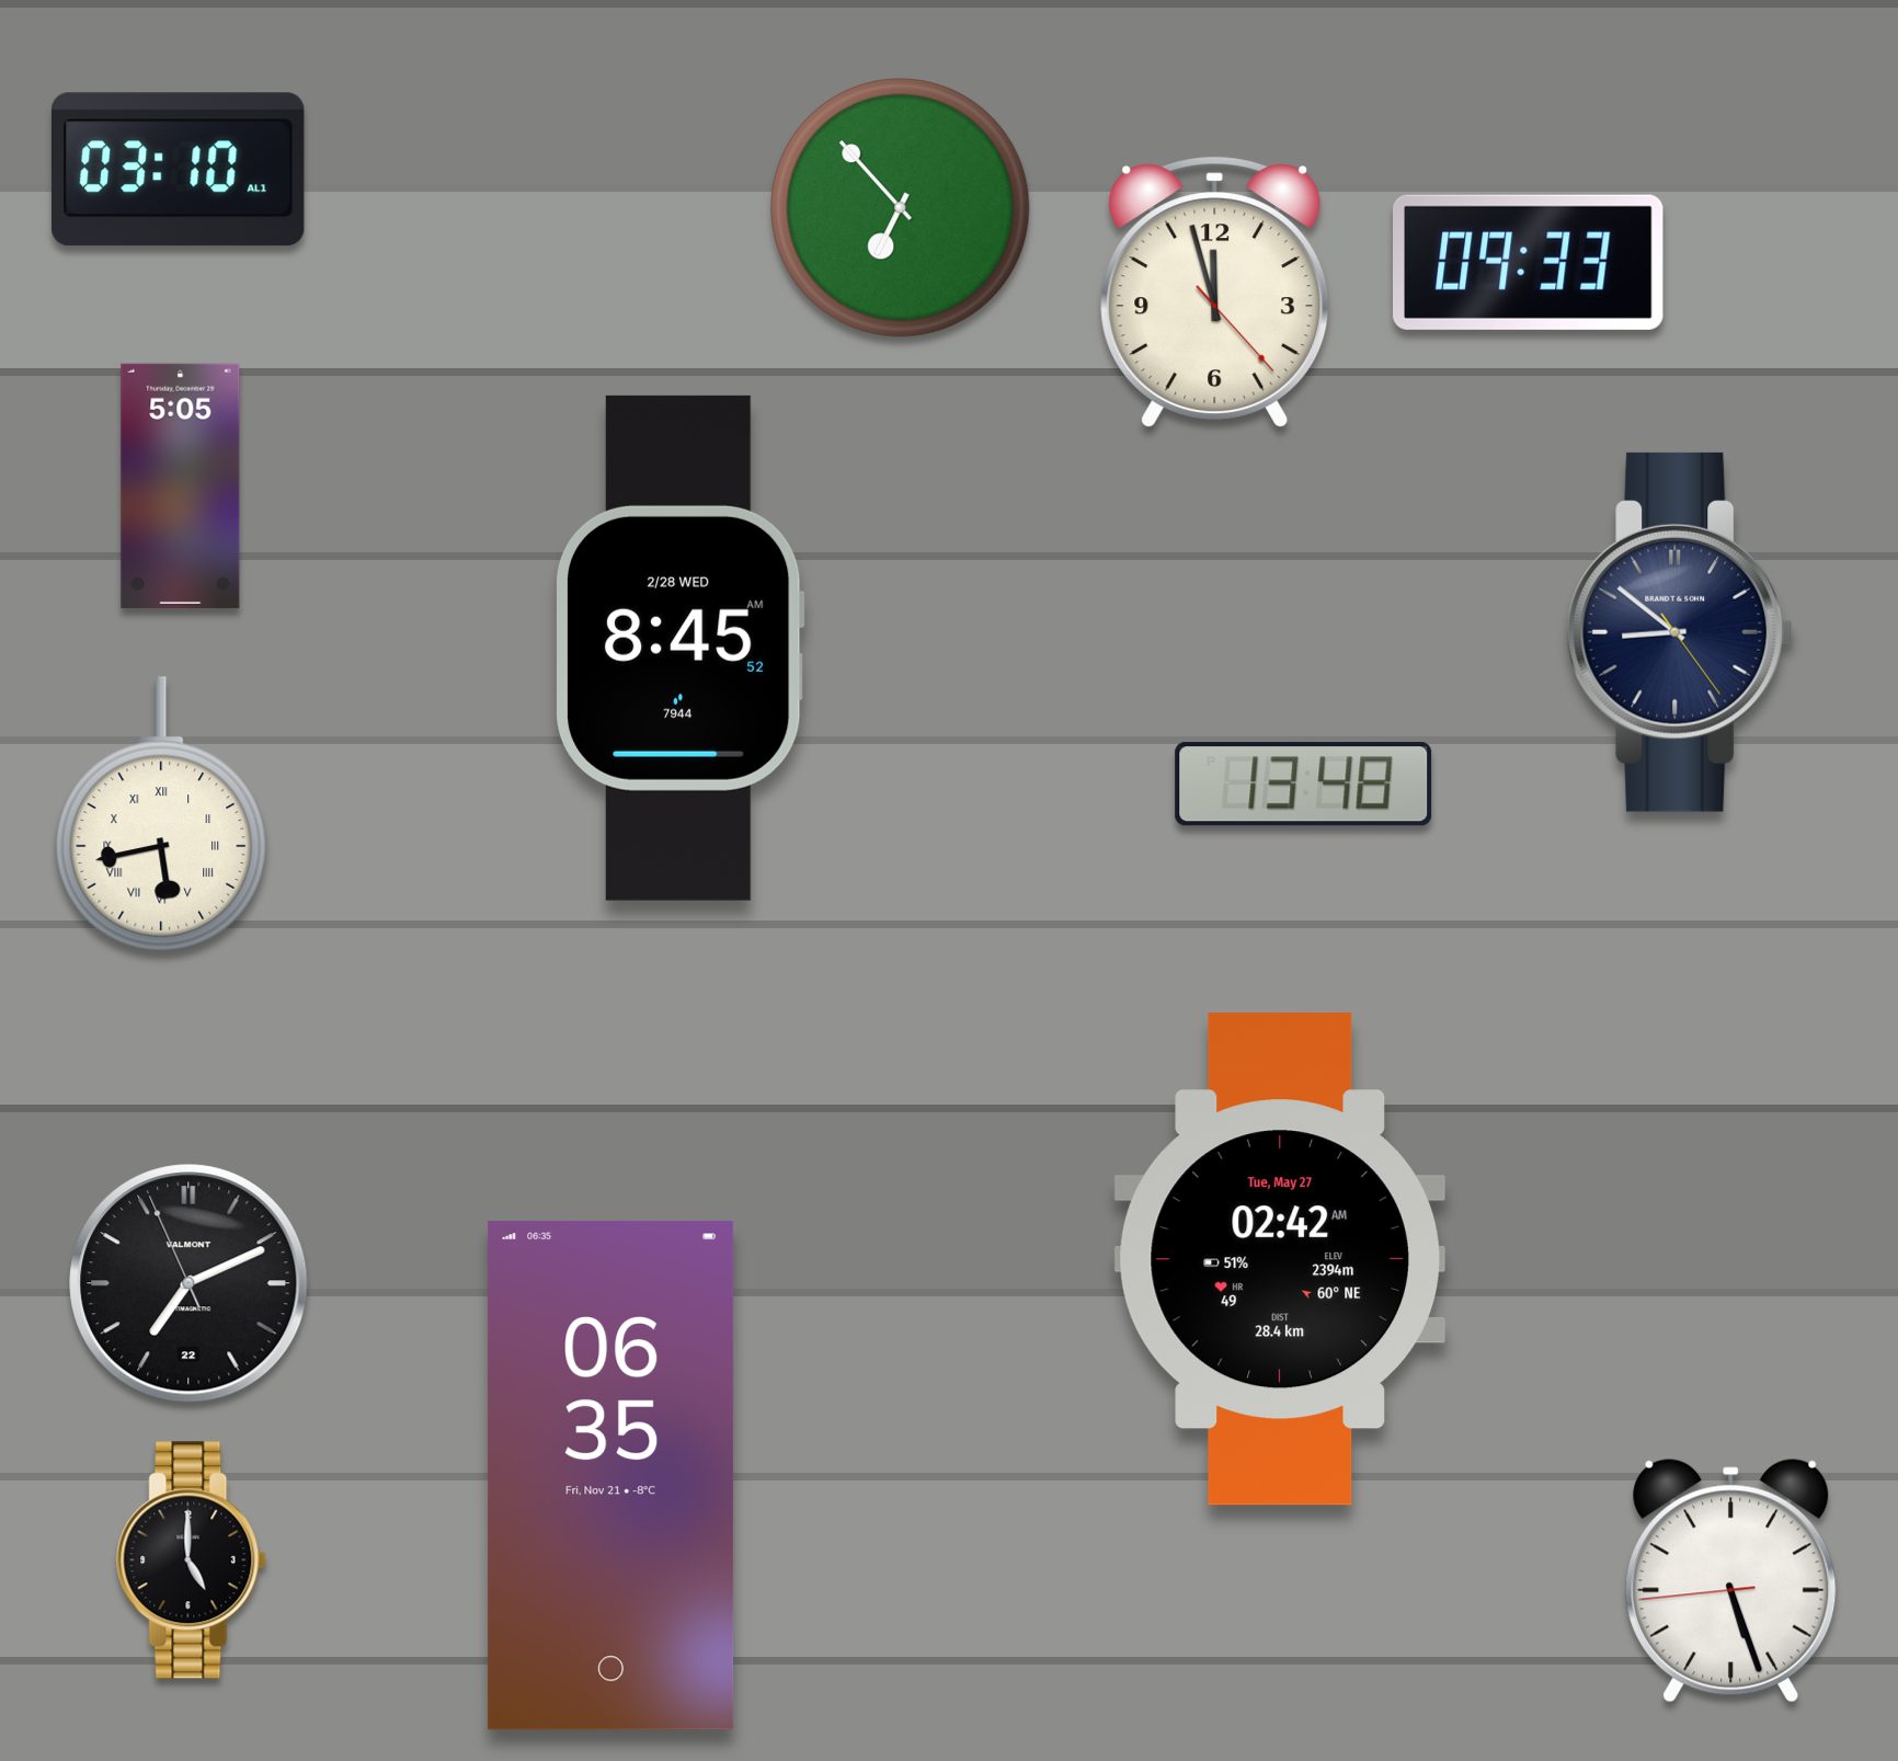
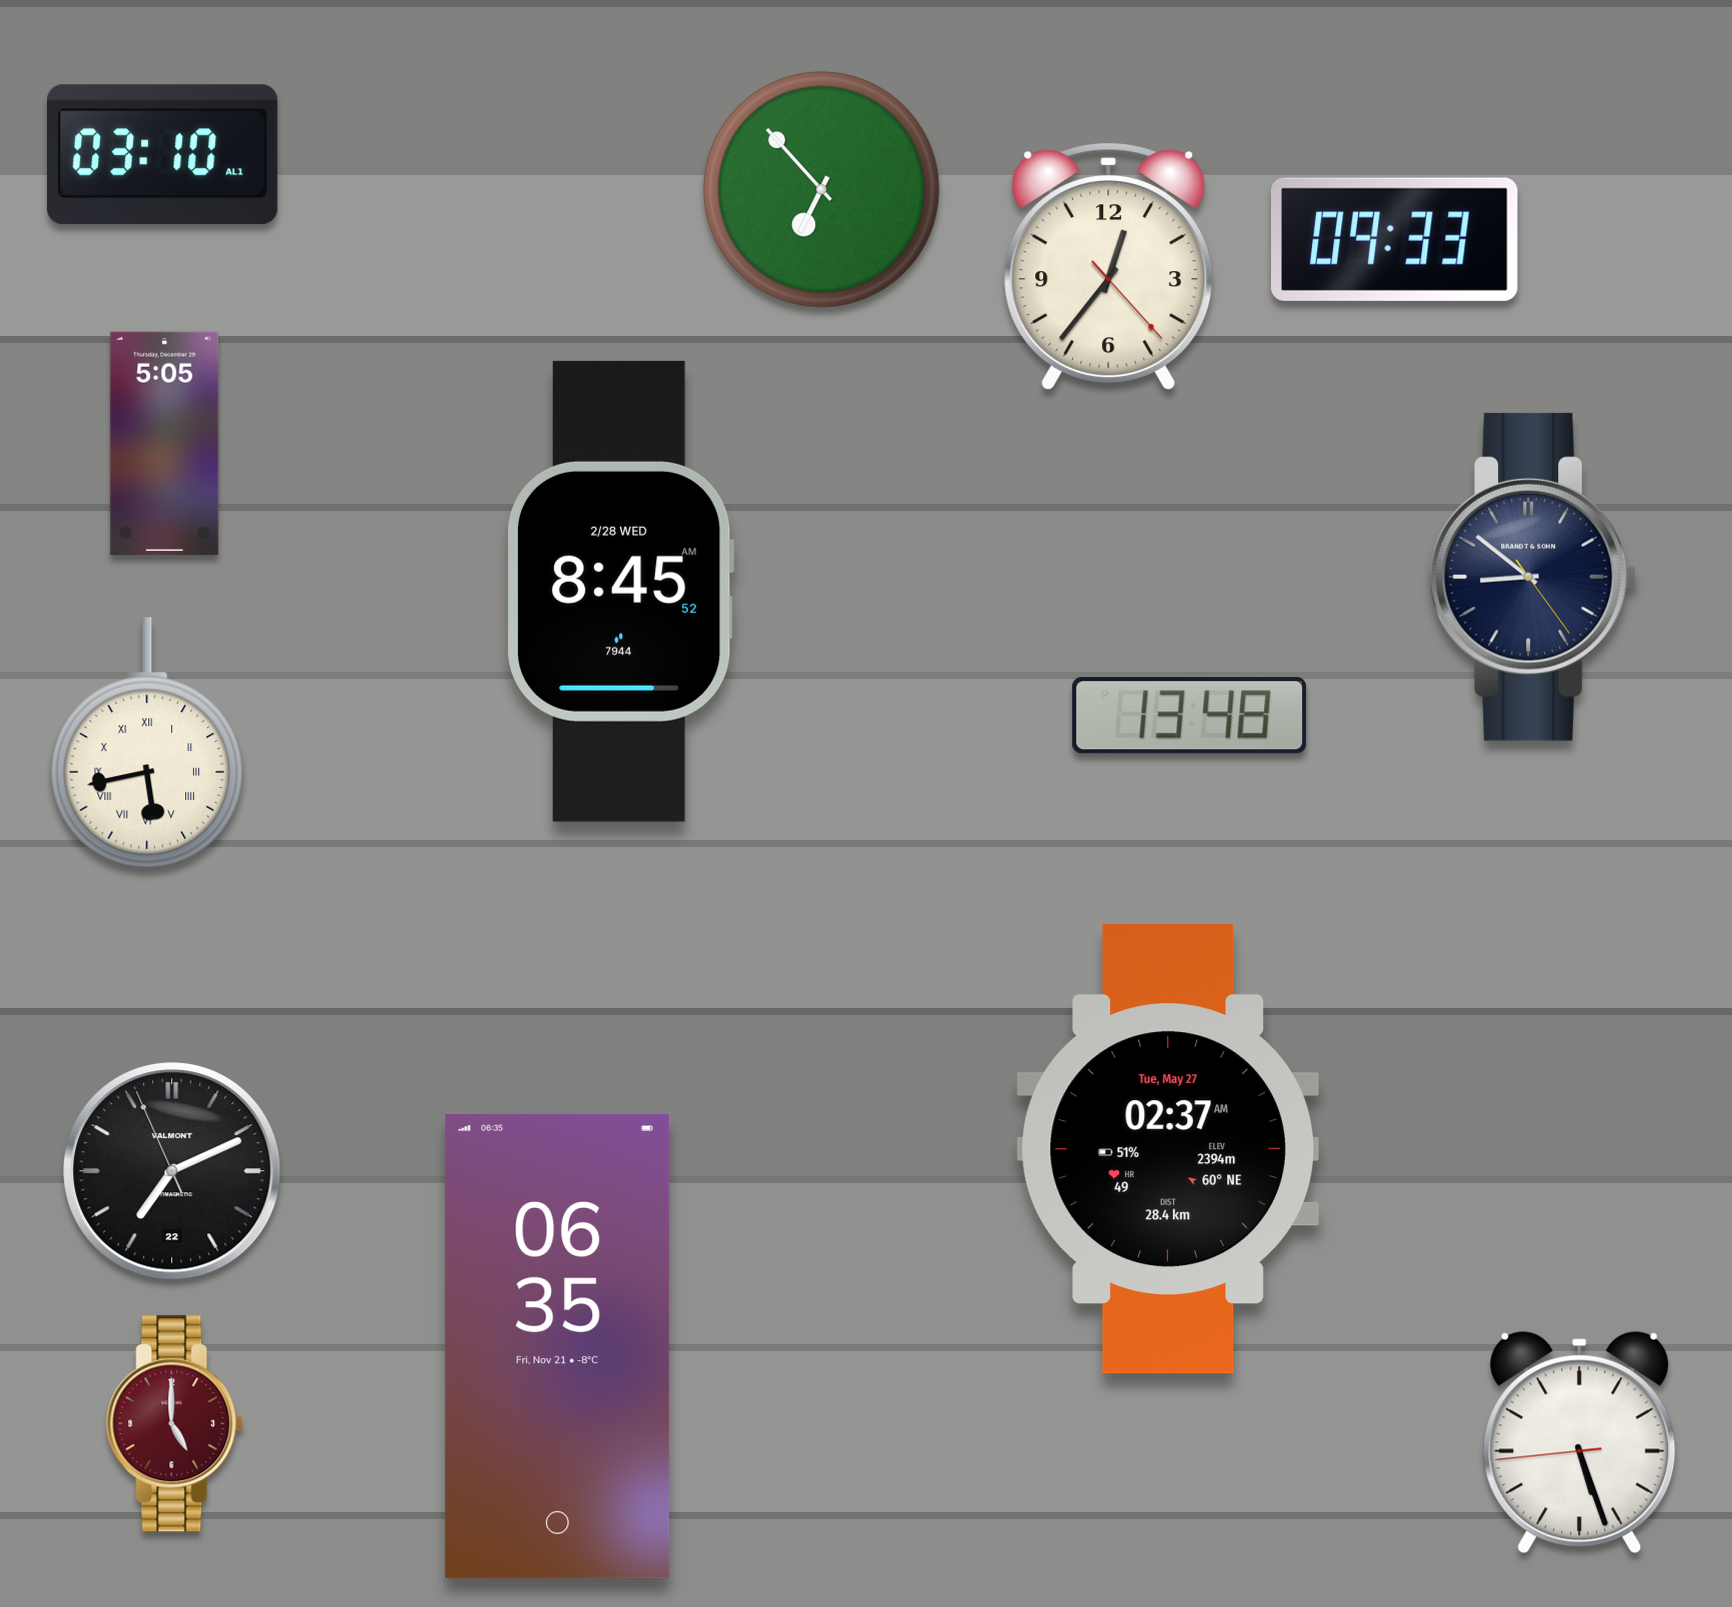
clock at (1215, 291): 11:57 -> 12:36
clock at (1280, 1259): 02:42 -> 02:37
clock at (192, 1560) dial: black -> burgundy
